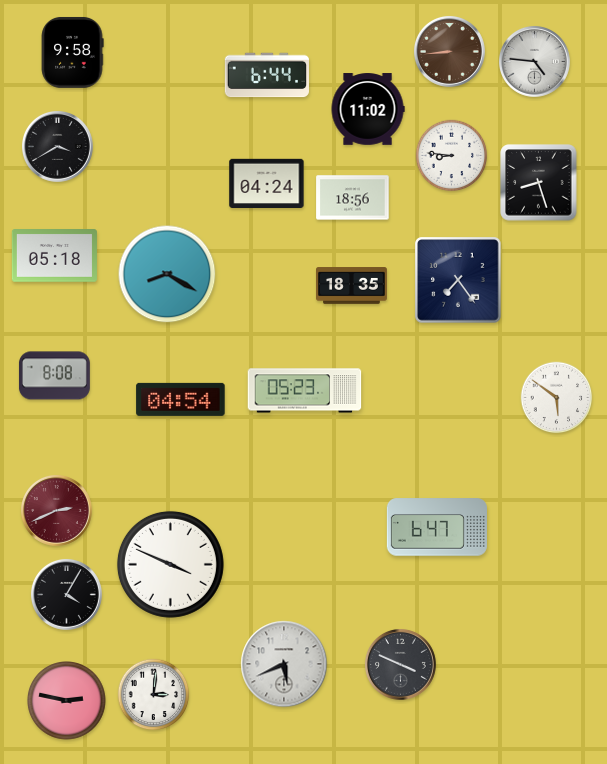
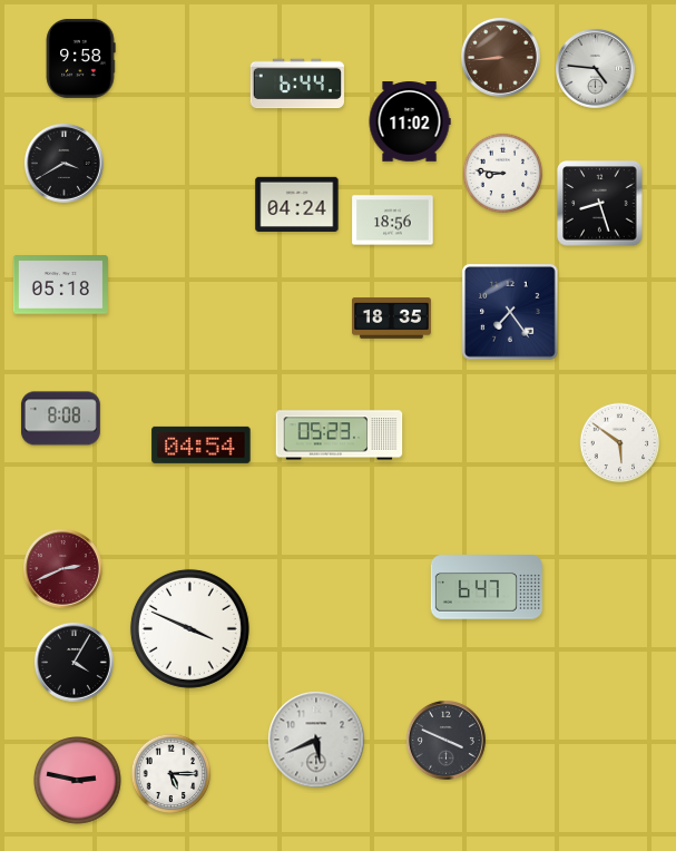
clock at (167, 274): 8:20 -> none
clock at (154, 695): 3:01 -> 5:15
clock at (67, 701) position: (67, 701) -> (78, 781)
